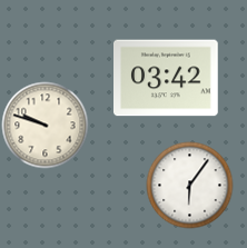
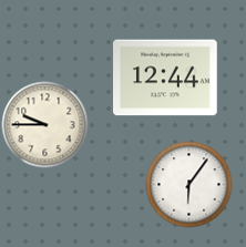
clock at (166, 78): 03:42 -> 12:44
clock at (45, 125): 9:48 -> 9:45
